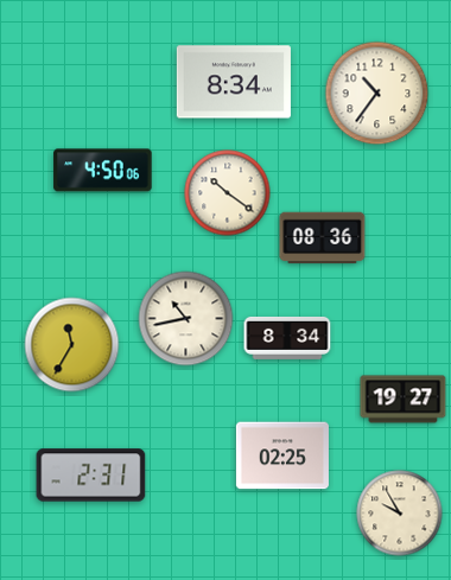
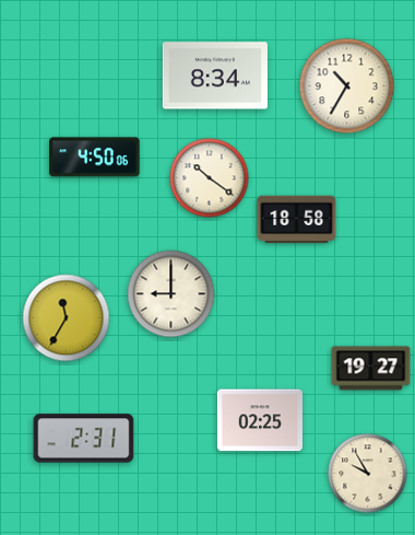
clock at (377, 94): 10:36 -> 10:35
clock at (323, 238): 08:36 -> 18:58
clock at (186, 319): 10:43 -> 9:00
clock at (287, 338): 8:34 -> none
